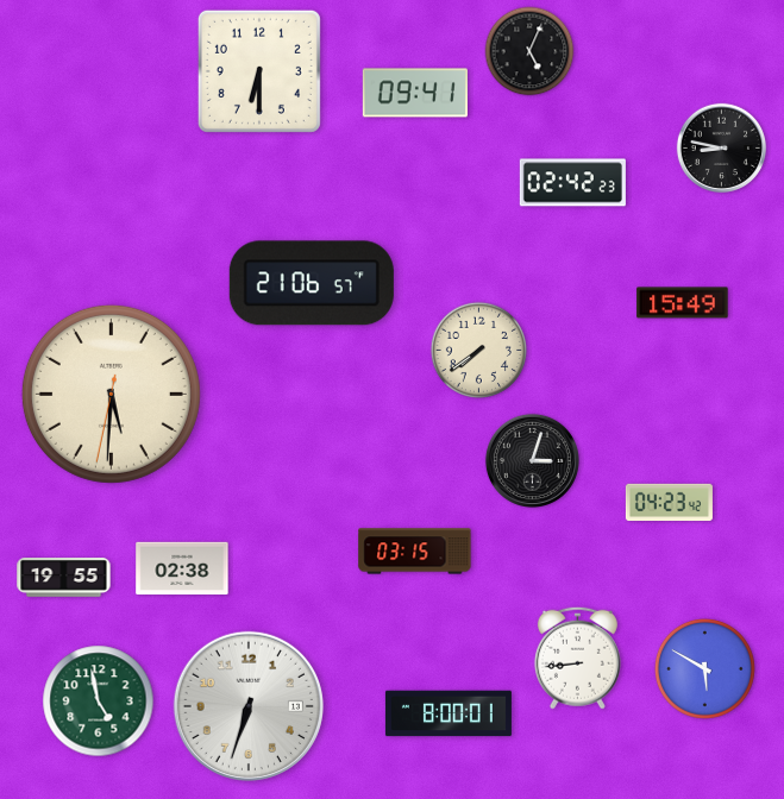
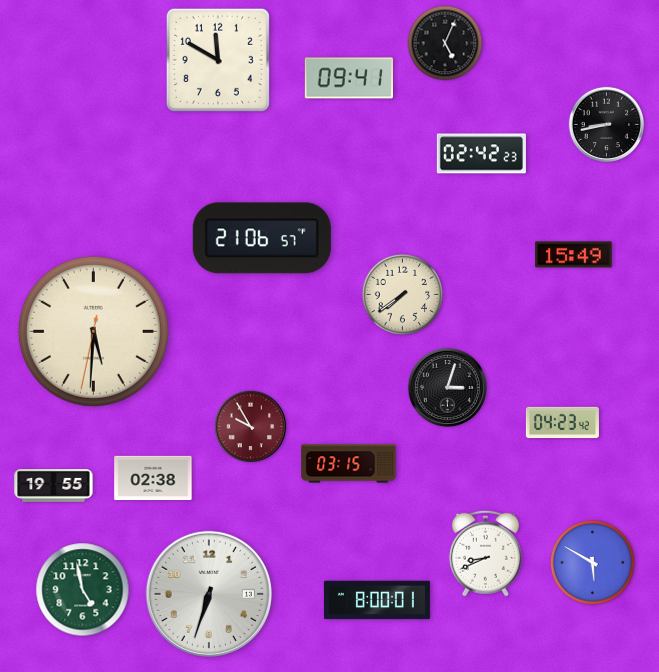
clock at (259, 71): 6:30 -> 11:50
clock at (721, 147): 8:47 -> 8:43
clock at (251, 427): none -> 9:55
clock at (577, 658): 8:44 -> 8:41
